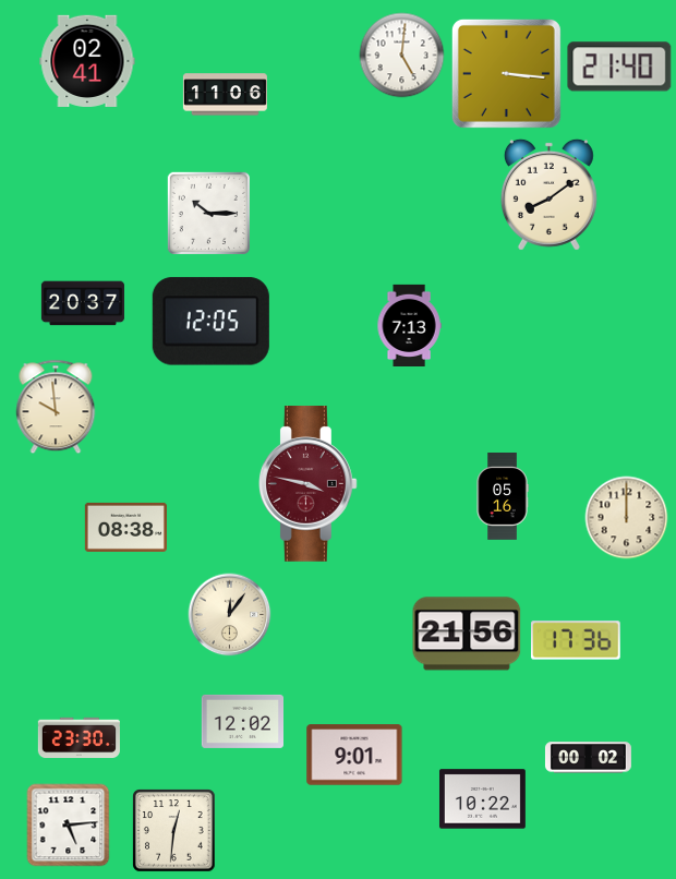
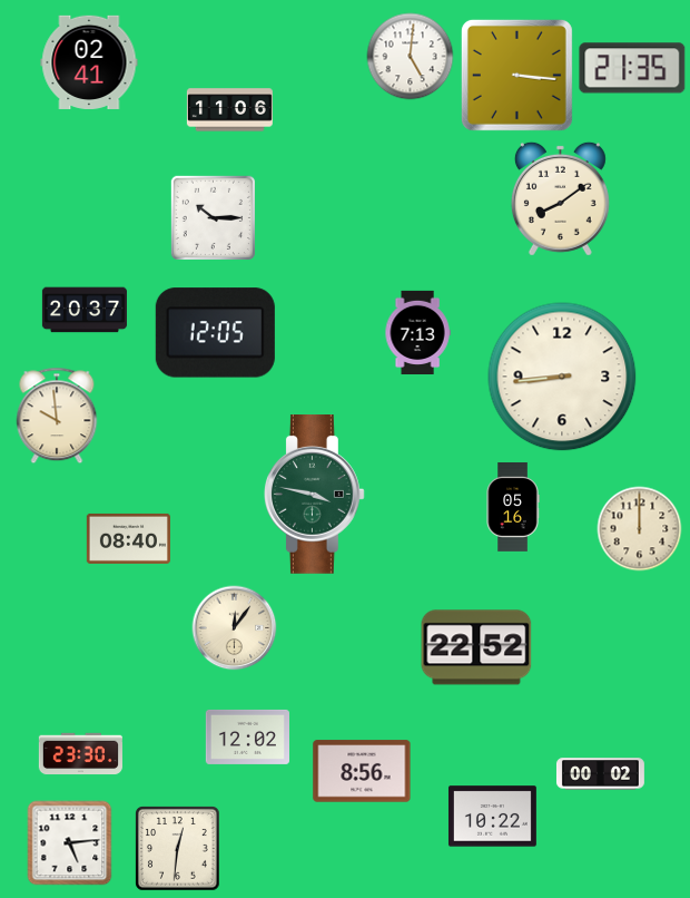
clock at (619, 67): 21:40 -> 21:35
clock at (225, 95) position: (225, 95) -> (229, 110)
clock at (210, 322) position: (210, 322) -> (215, 333)
clock at (562, 377): none -> 8:44
clock at (309, 484) dial: burgundy -> green
clock at (125, 527): 08:38 -> 08:40
clock at (467, 634): 21:56 -> 22:52
clock at (576, 640): 17:36 -> none
clock at (354, 755): 9:01 -> 8:56
